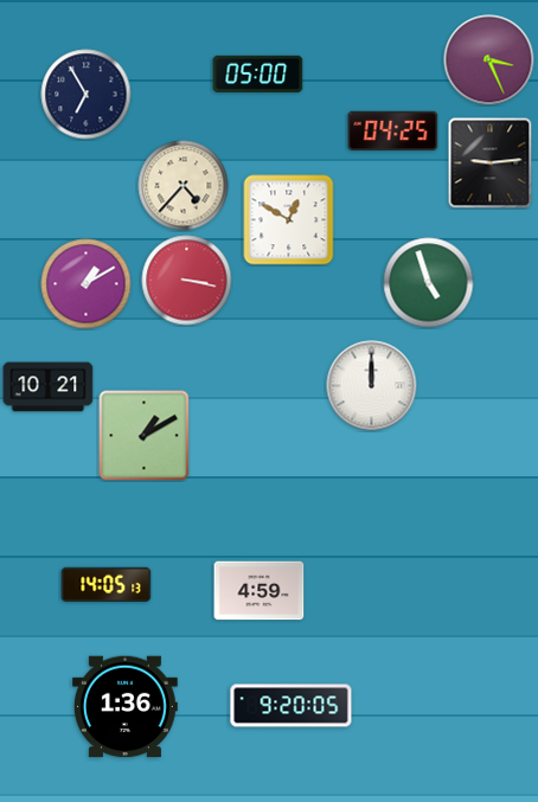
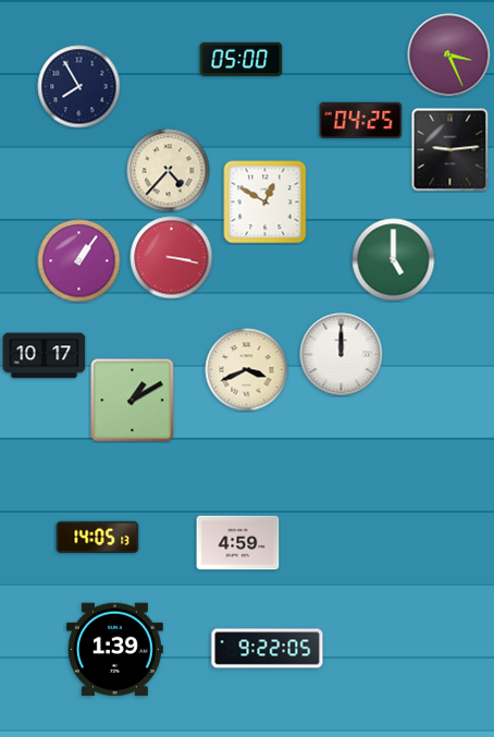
clock at (258, 73) position: (258, 73) -> (242, 59)
clock at (87, 95): 6:55 -> 7:55
clock at (429, 283): 4:57 -> 5:00
clock at (87, 284): 1:10 -> 1:06
clock at (49, 387): 10:21 -> 10:17
clock at (247, 370): none -> 3:41
clock at (292, 706): 9:20 -> 9:22
clock at (124, 707): 1:36 -> 1:39
